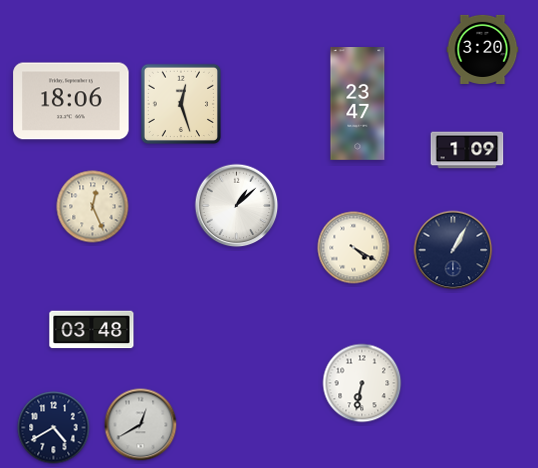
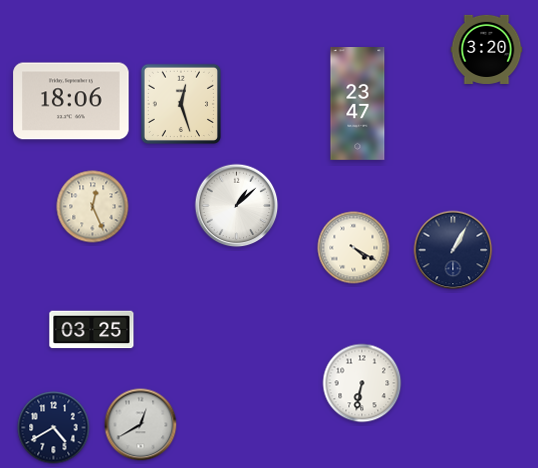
clock at (483, 49) position: (483, 49) -> (487, 49)
clock at (467, 150): 1:09 -> none
clock at (92, 330): 03:48 -> 03:25
